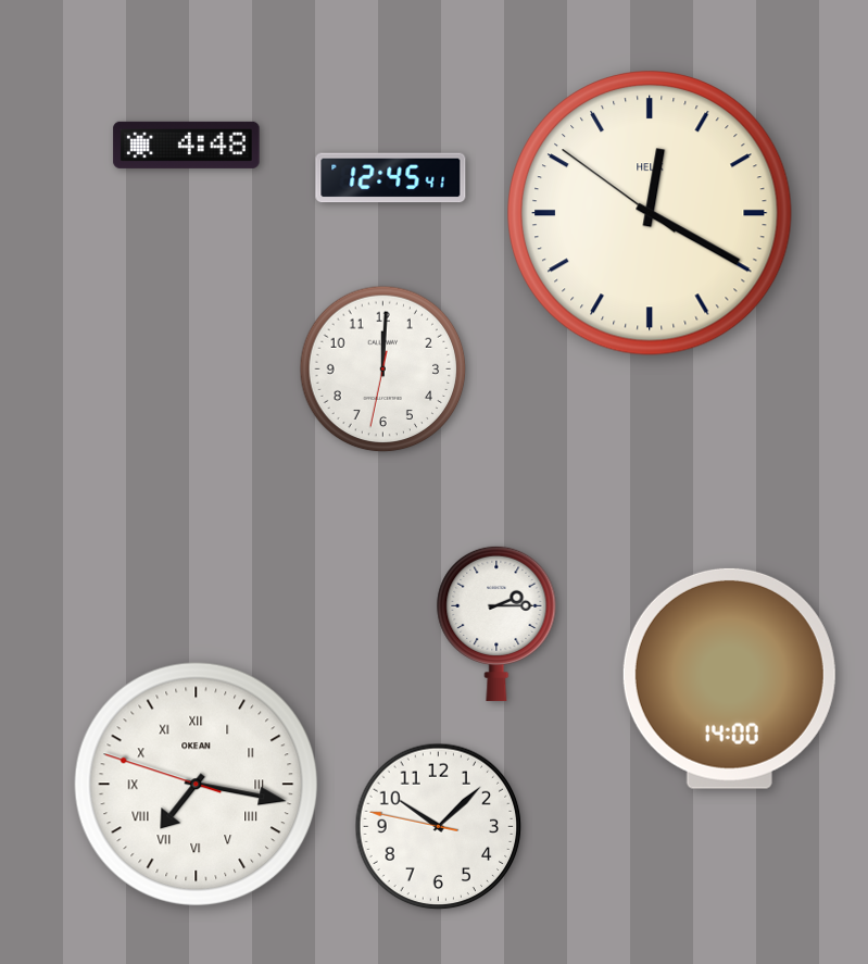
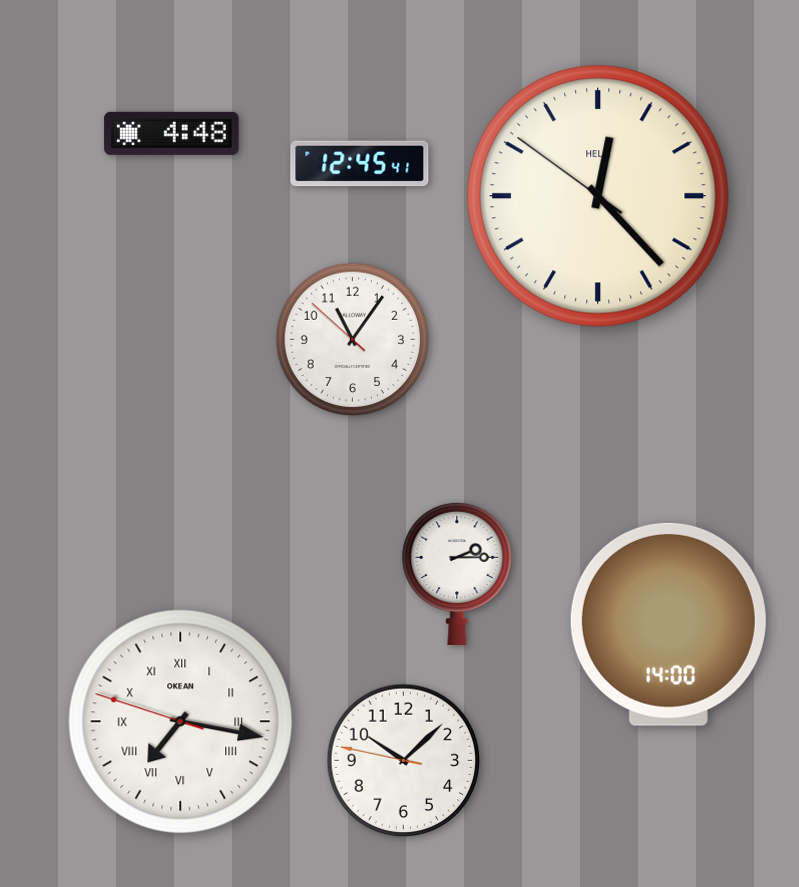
clock at (651, 214): 12:19 -> 12:22
clock at (383, 370): 12:00 -> 11:05
clock at (729, 678) position: (729, 678) -> (668, 624)
